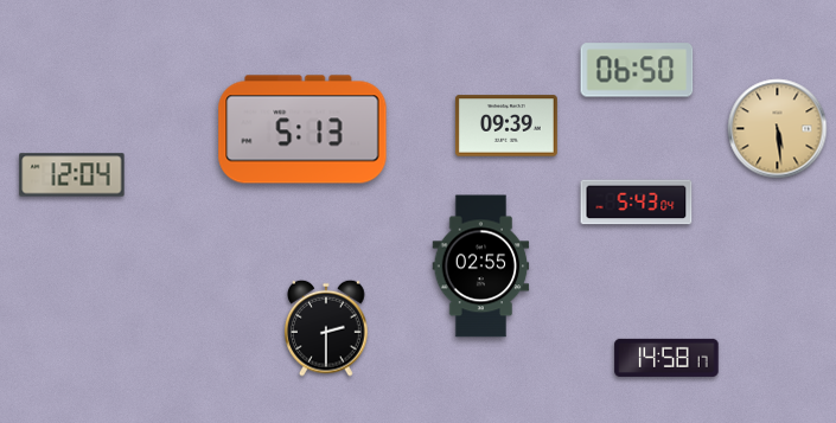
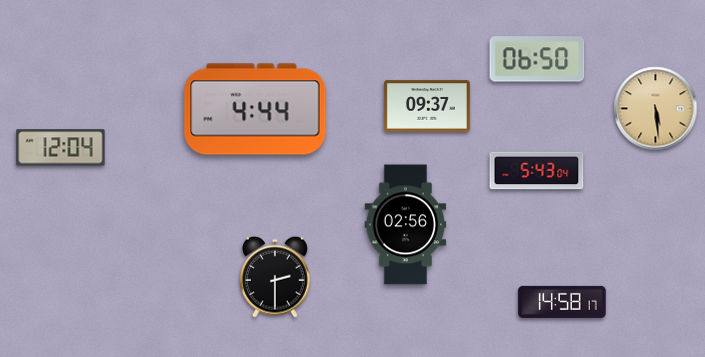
clock at (506, 126): 09:39 -> 09:37
clock at (302, 129): 5:13 -> 4:44
clock at (481, 267): 02:55 -> 02:56
